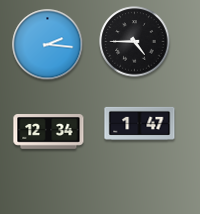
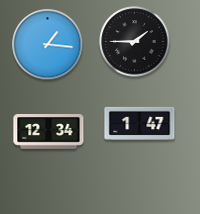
clock at (135, 42): 4:45 -> 1:45
clock at (48, 45): 2:16 -> 1:16
